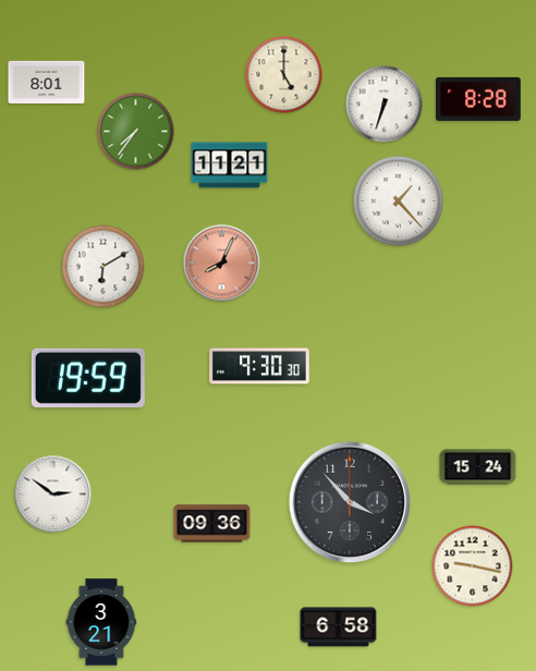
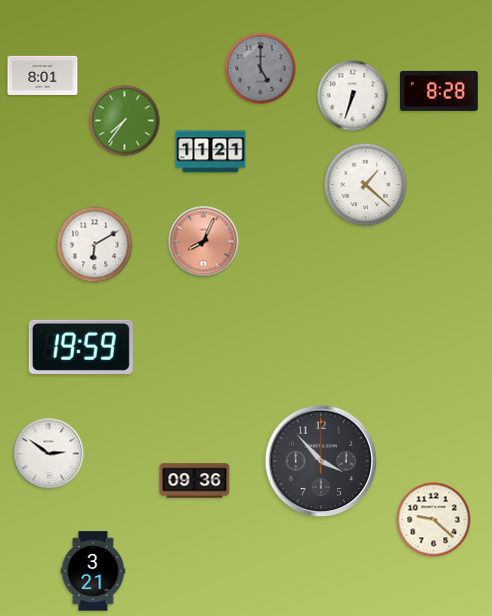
clock at (284, 75) dial: cream -> grey
clock at (399, 202): 1:23 -> 1:22
clock at (259, 366): 9:30 -> none
clock at (478, 467): 15:24 -> none
clock at (473, 566): 9:17 -> 9:22
clock at (339, 627): 6:58 -> none
